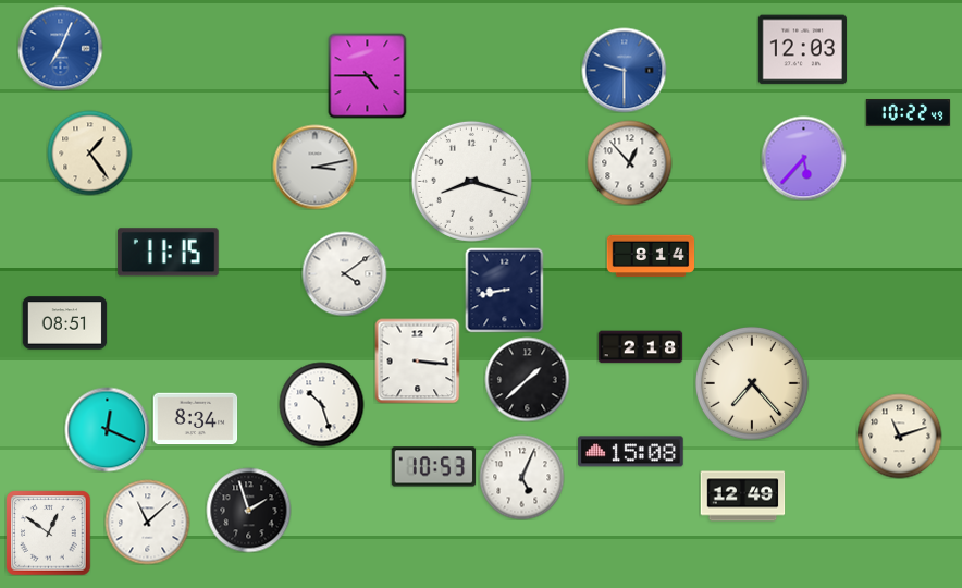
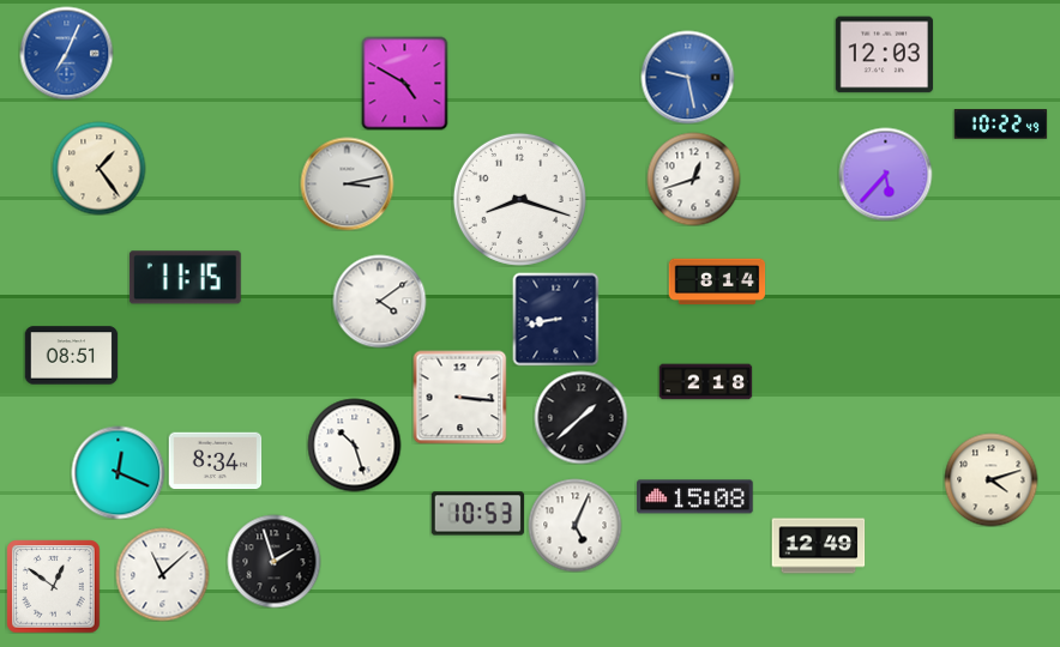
clock at (624, 70): 9:30 -> 9:28
clock at (368, 75): 4:45 -> 4:50
clock at (629, 162): 12:53 -> 12:42
clock at (752, 383): 7:23 -> none
clock at (899, 436): 11:12 -> 4:12
